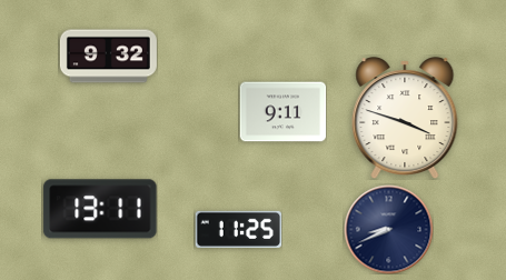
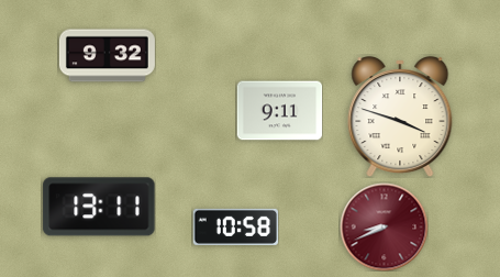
clock at (238, 229): 11:25 -> 10:58
clock at (388, 229) dial: navy -> burgundy
